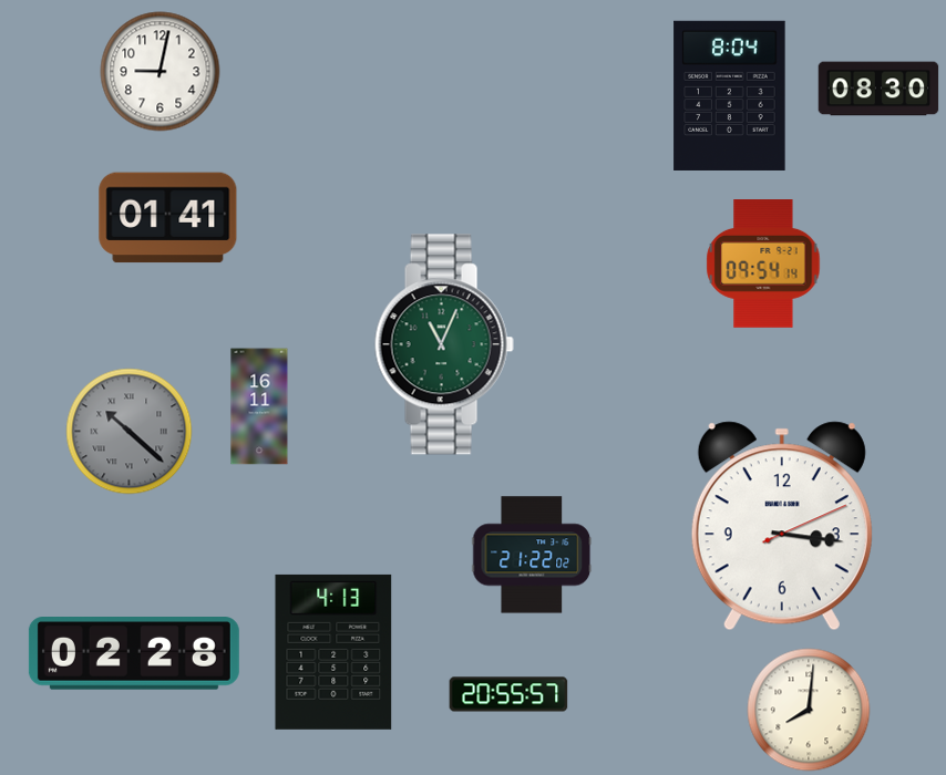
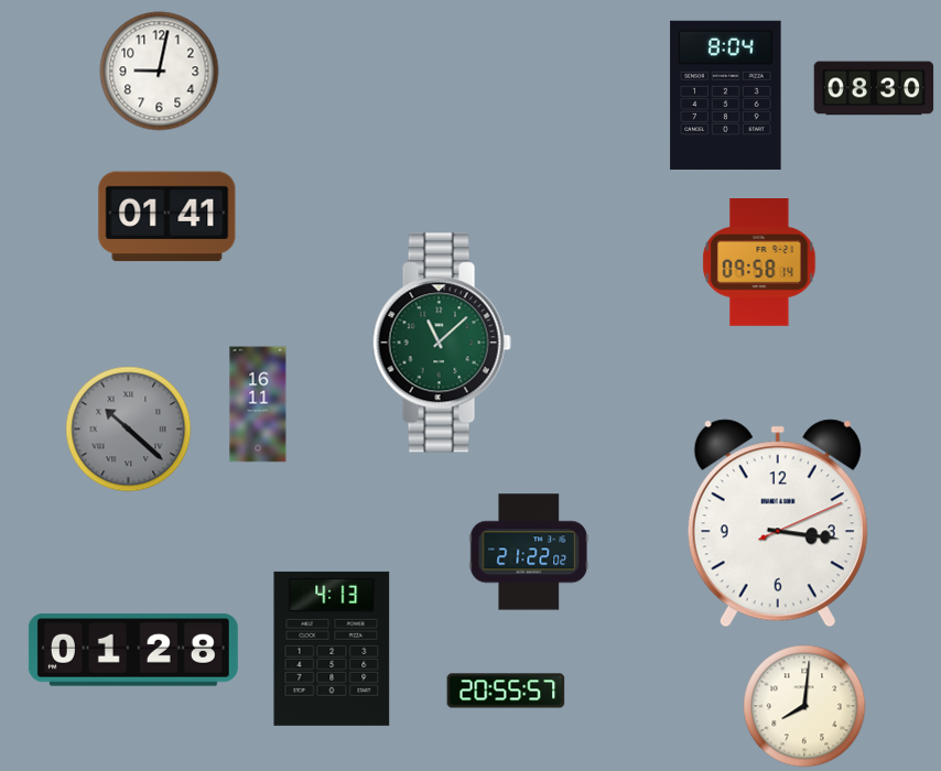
clock at (763, 265): 09:54 -> 09:58
clock at (444, 344): 11:04 -> 11:08
clock at (134, 653): 02:28 -> 01:28
